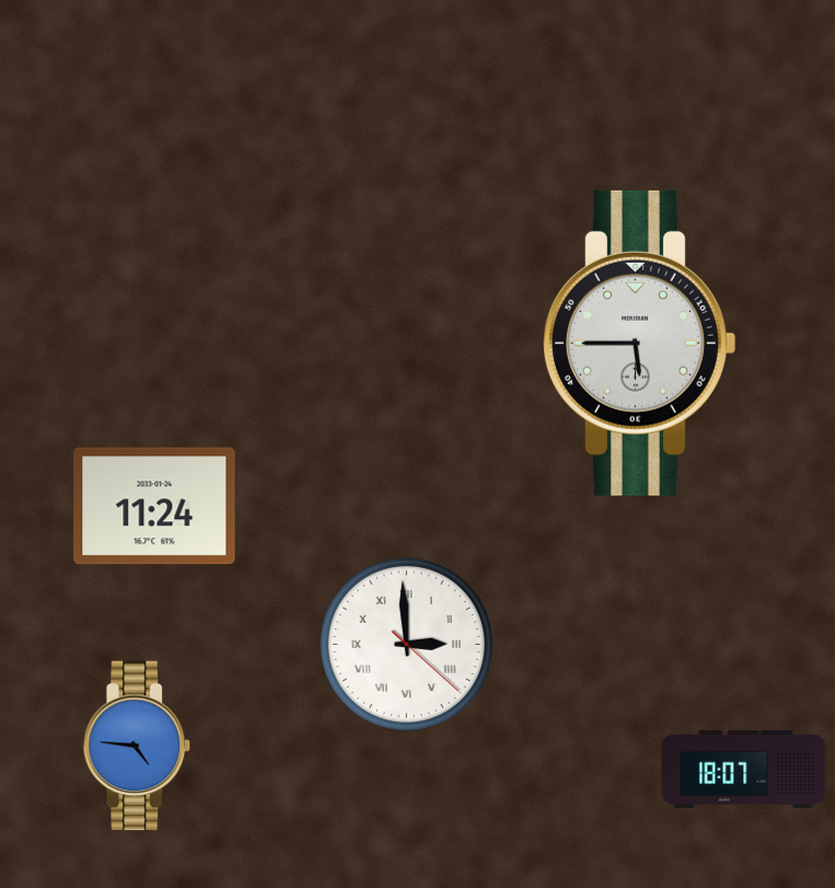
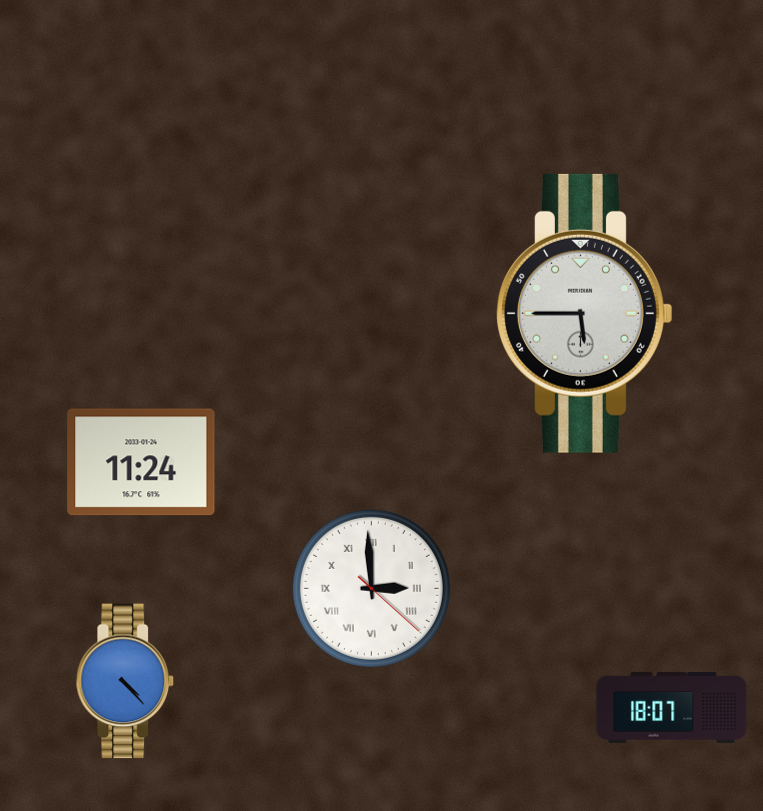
clock at (137, 746): 4:46 -> 4:23
clock at (744, 769) position: (744, 769) -> (672, 707)
